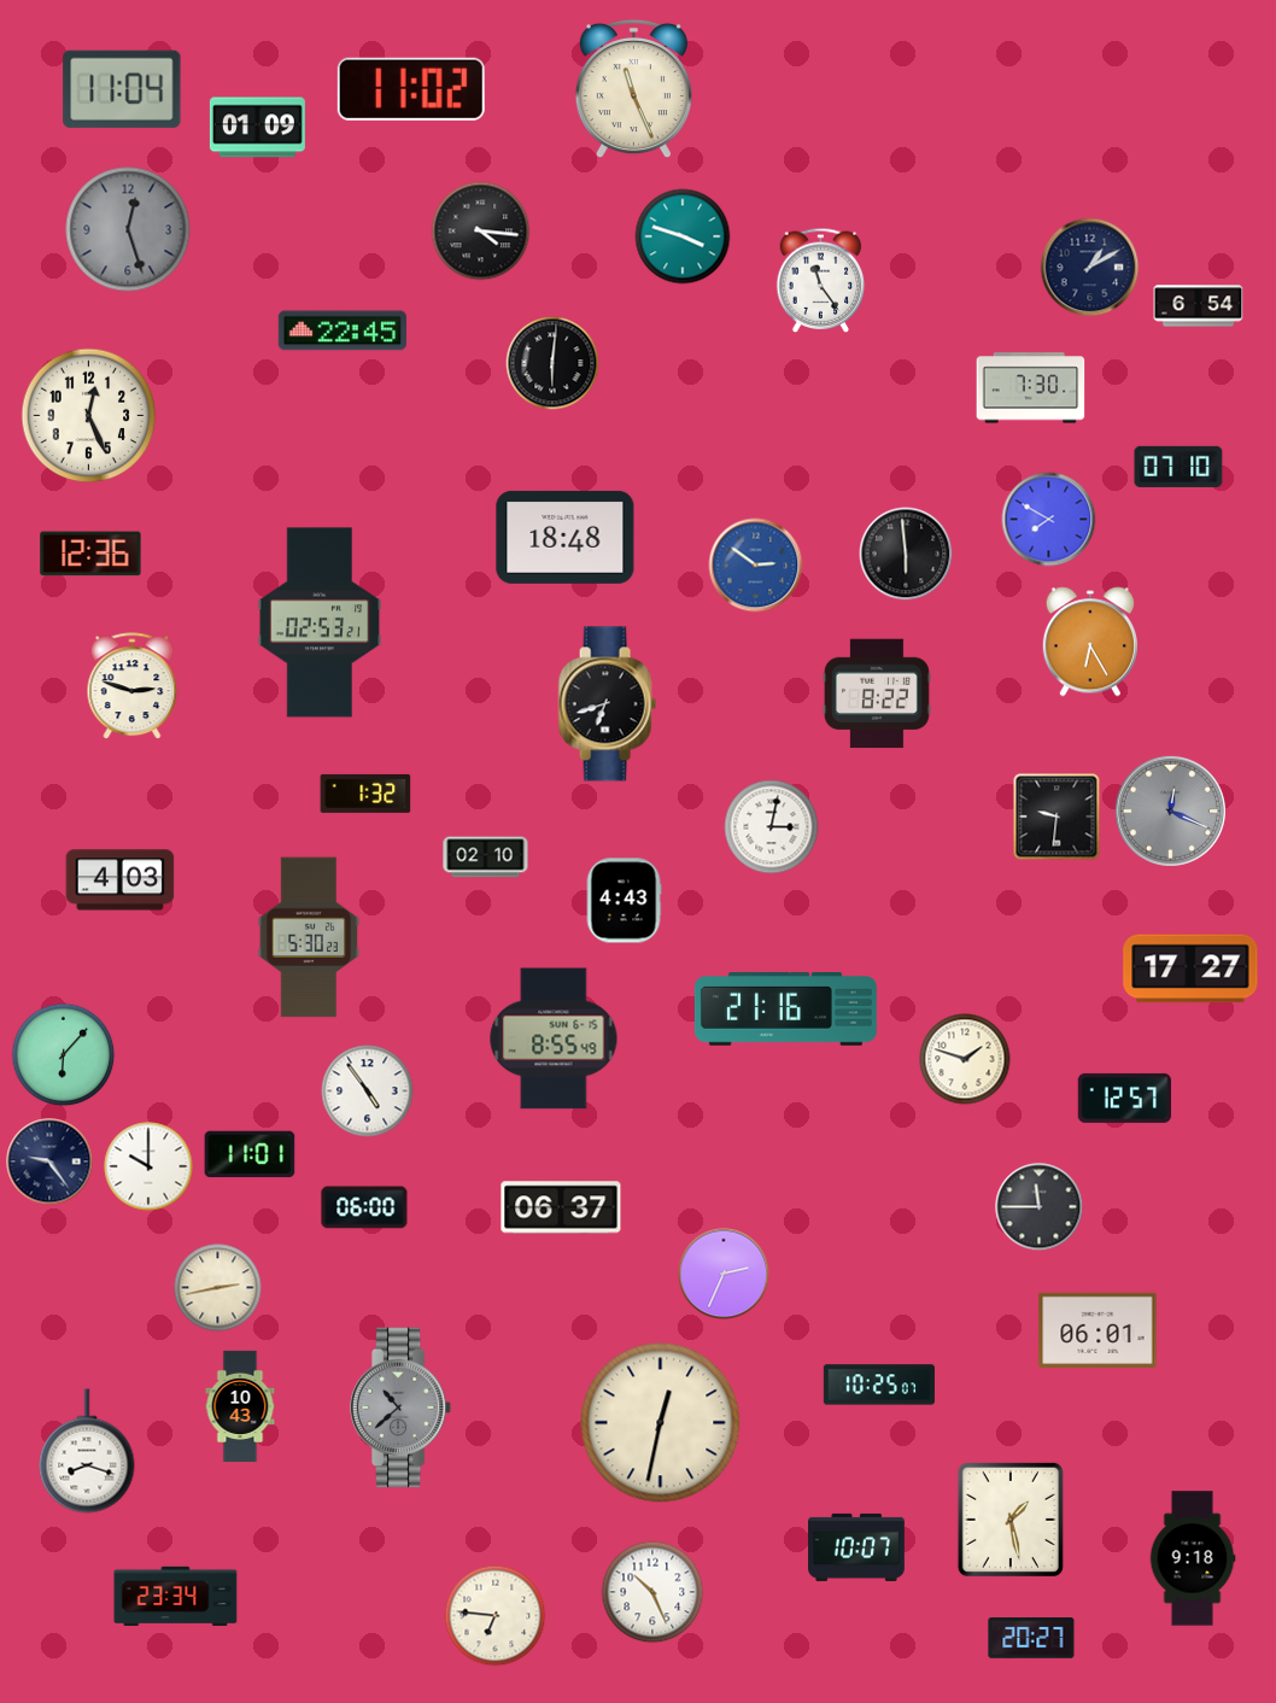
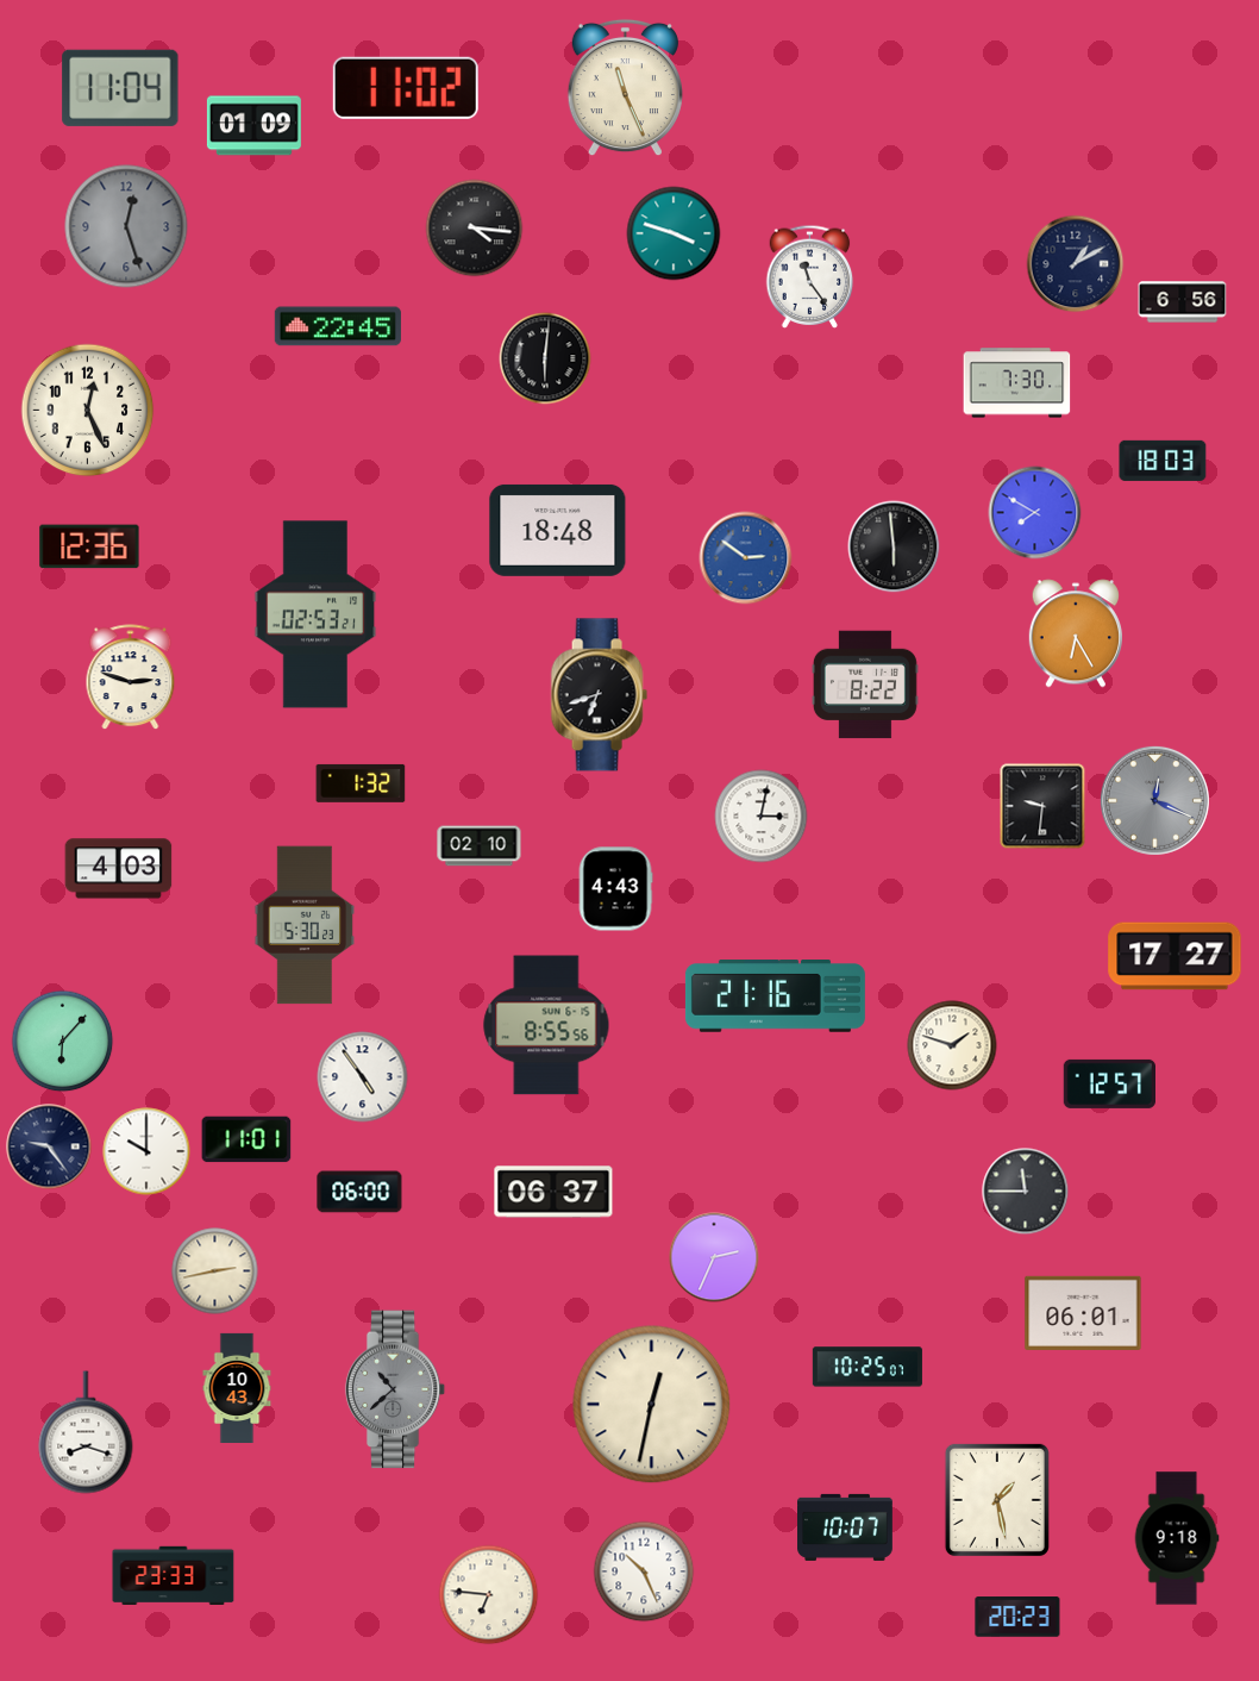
clock at (1199, 306): 6:54 -> 6:56
clock at (1178, 467): 07:10 -> 18:03
clock at (554, 1038): 8:55:49 -> 8:55:56
clock at (176, 1596): 23:34 -> 23:33
clock at (1031, 1638): 20:27 -> 20:23
